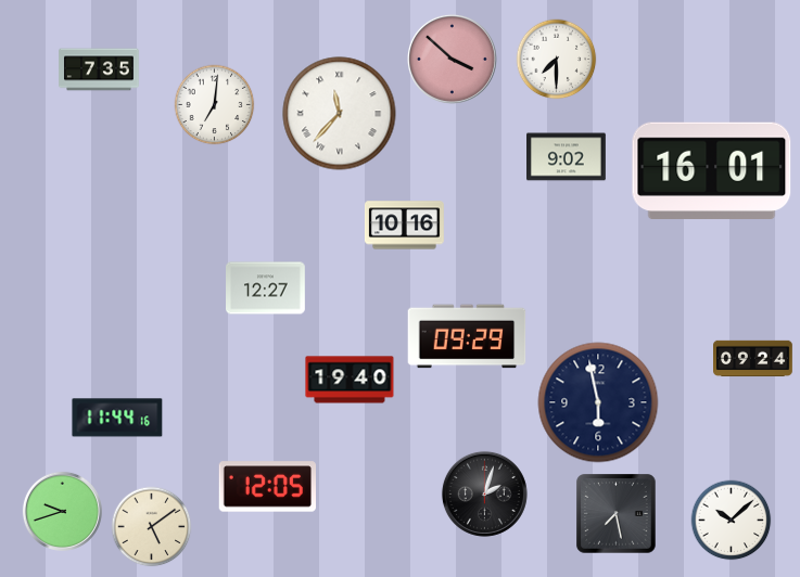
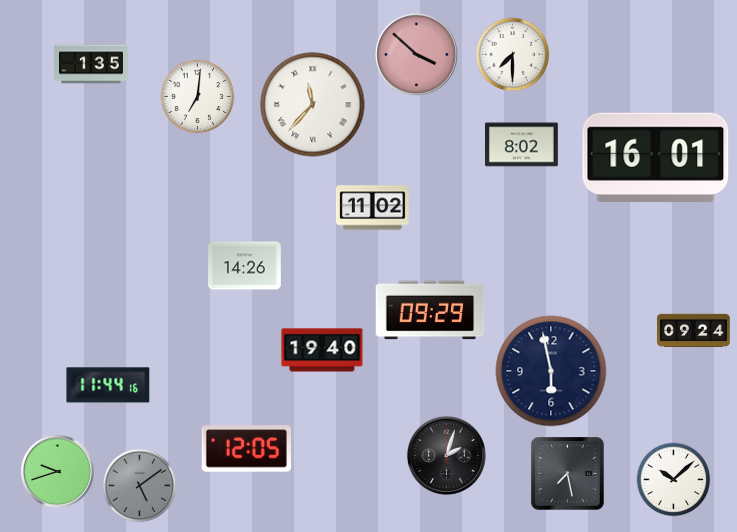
clock at (99, 69): 7:35 -> 1:35
clock at (567, 157): 9:02 -> 8:02
clock at (404, 226): 10:16 -> 11:02
clock at (266, 288): 12:27 -> 14:26
clock at (152, 527) dial: cream -> grey
